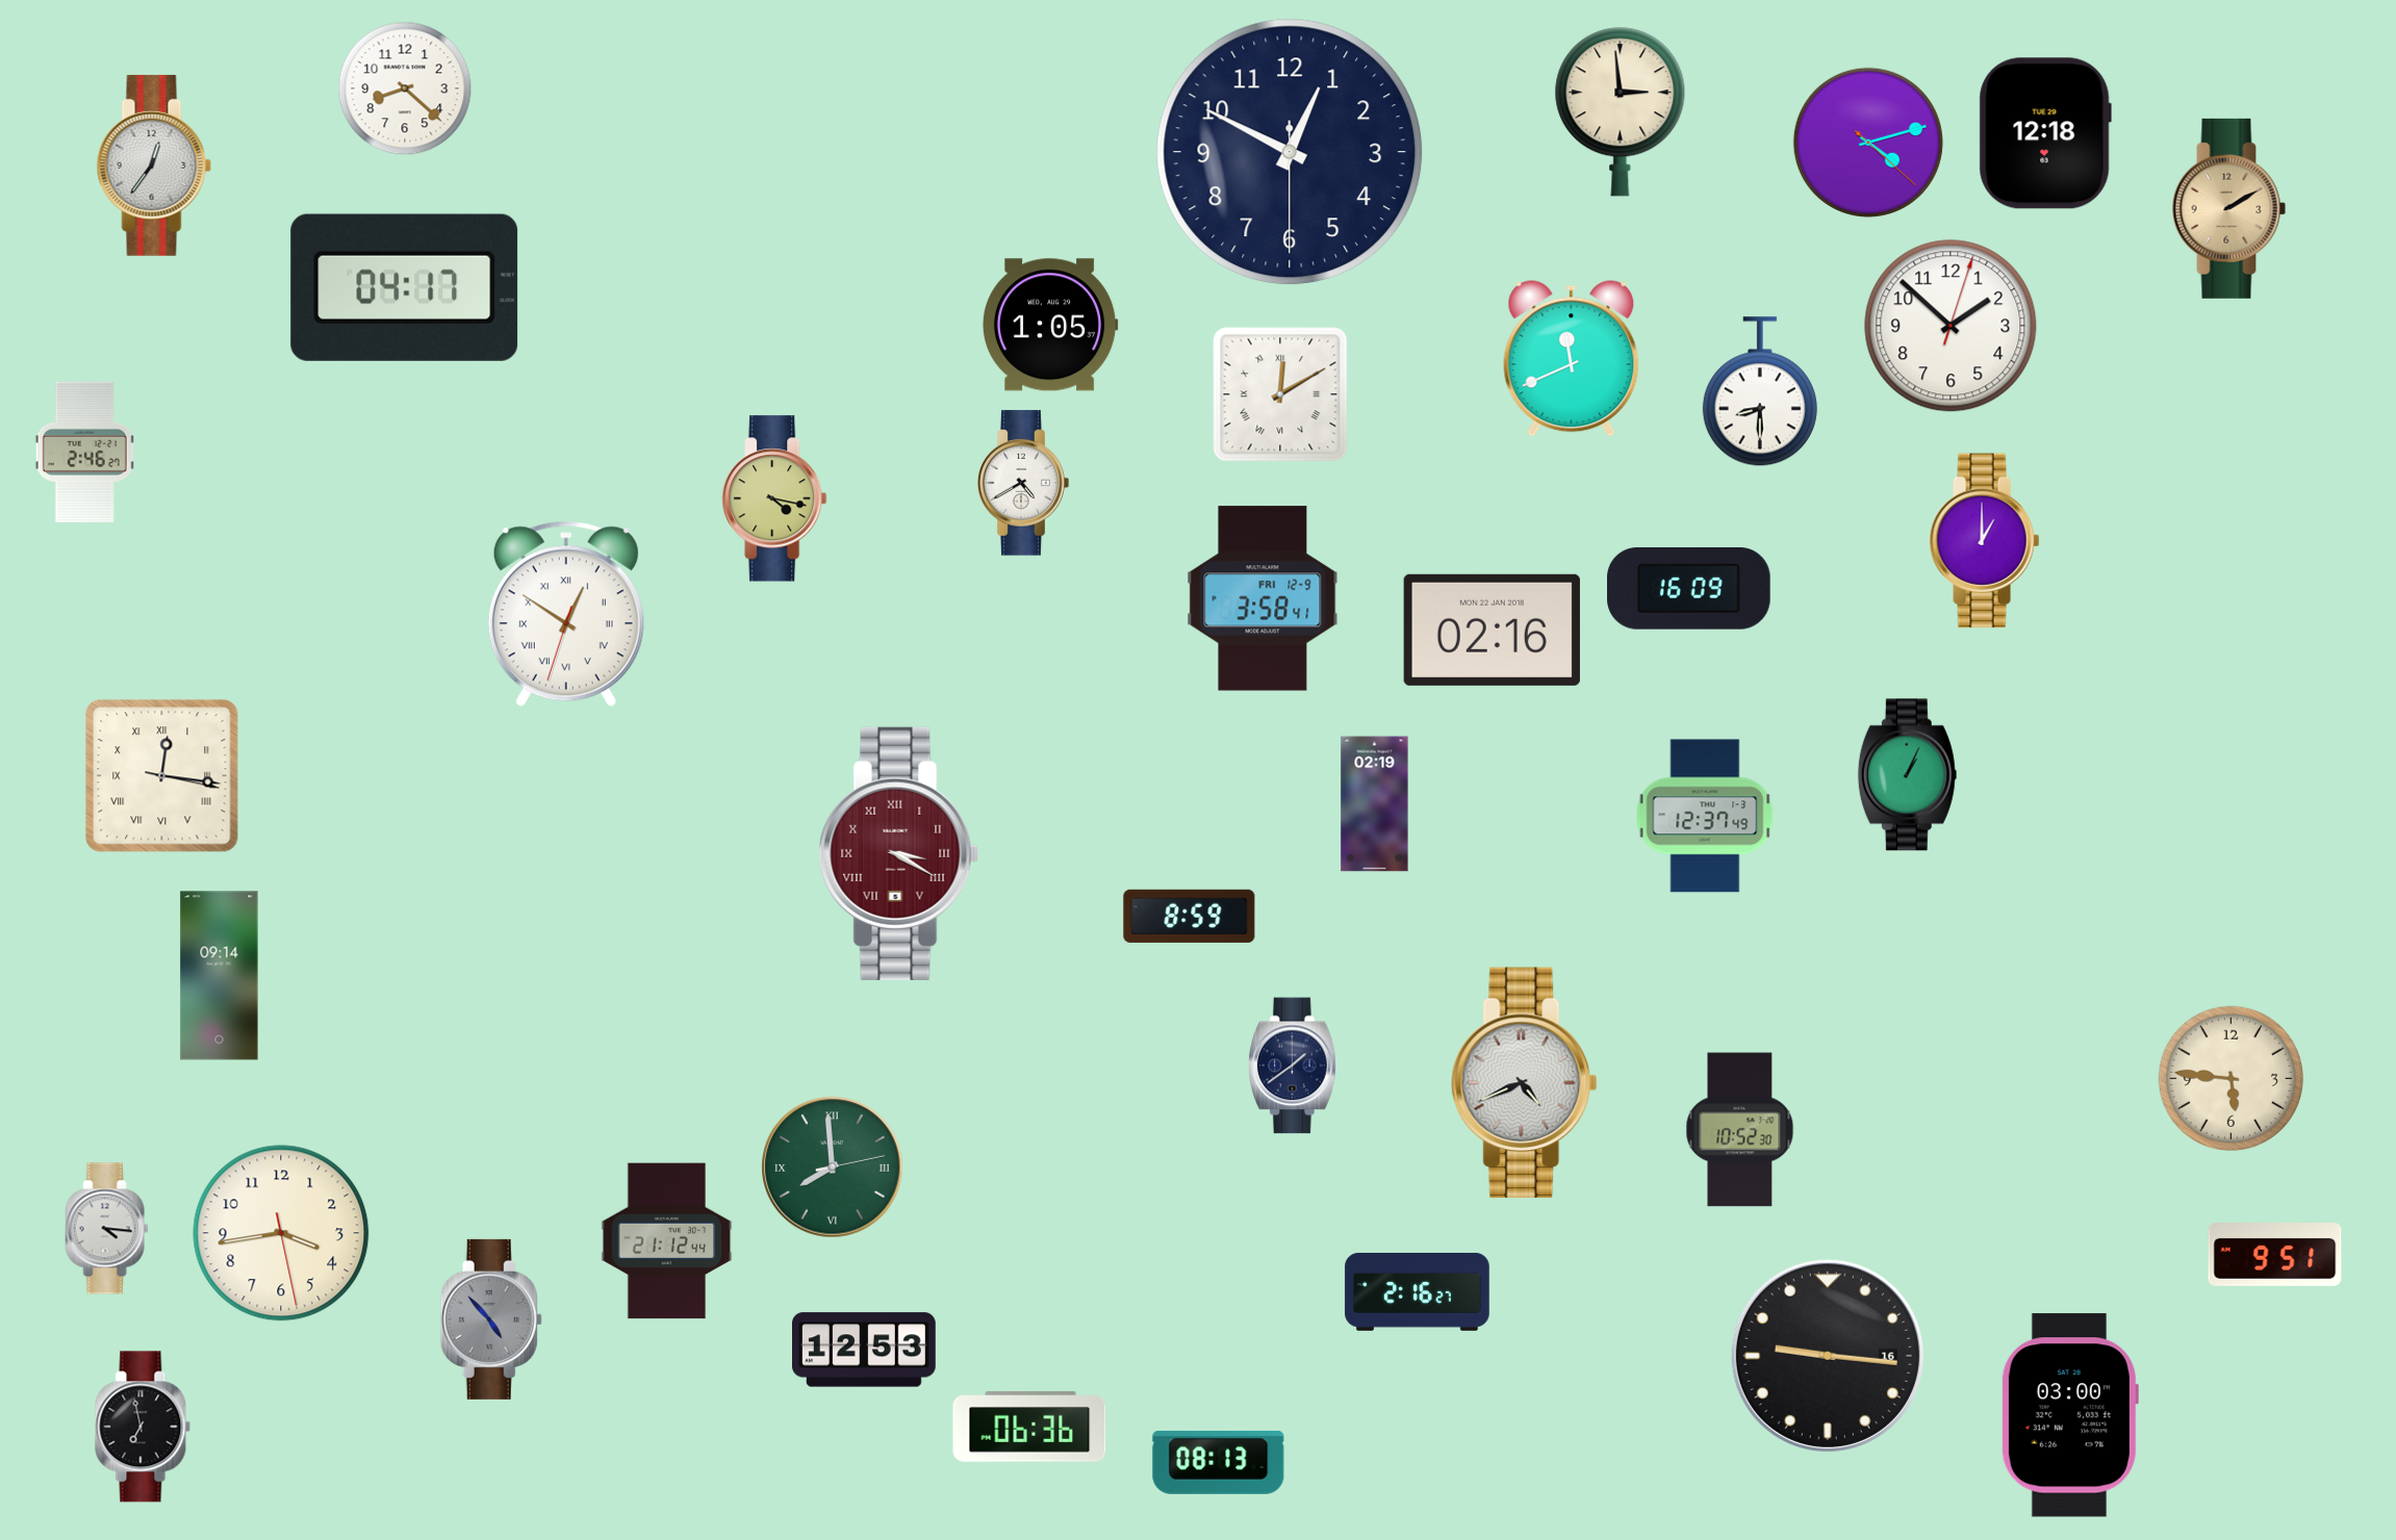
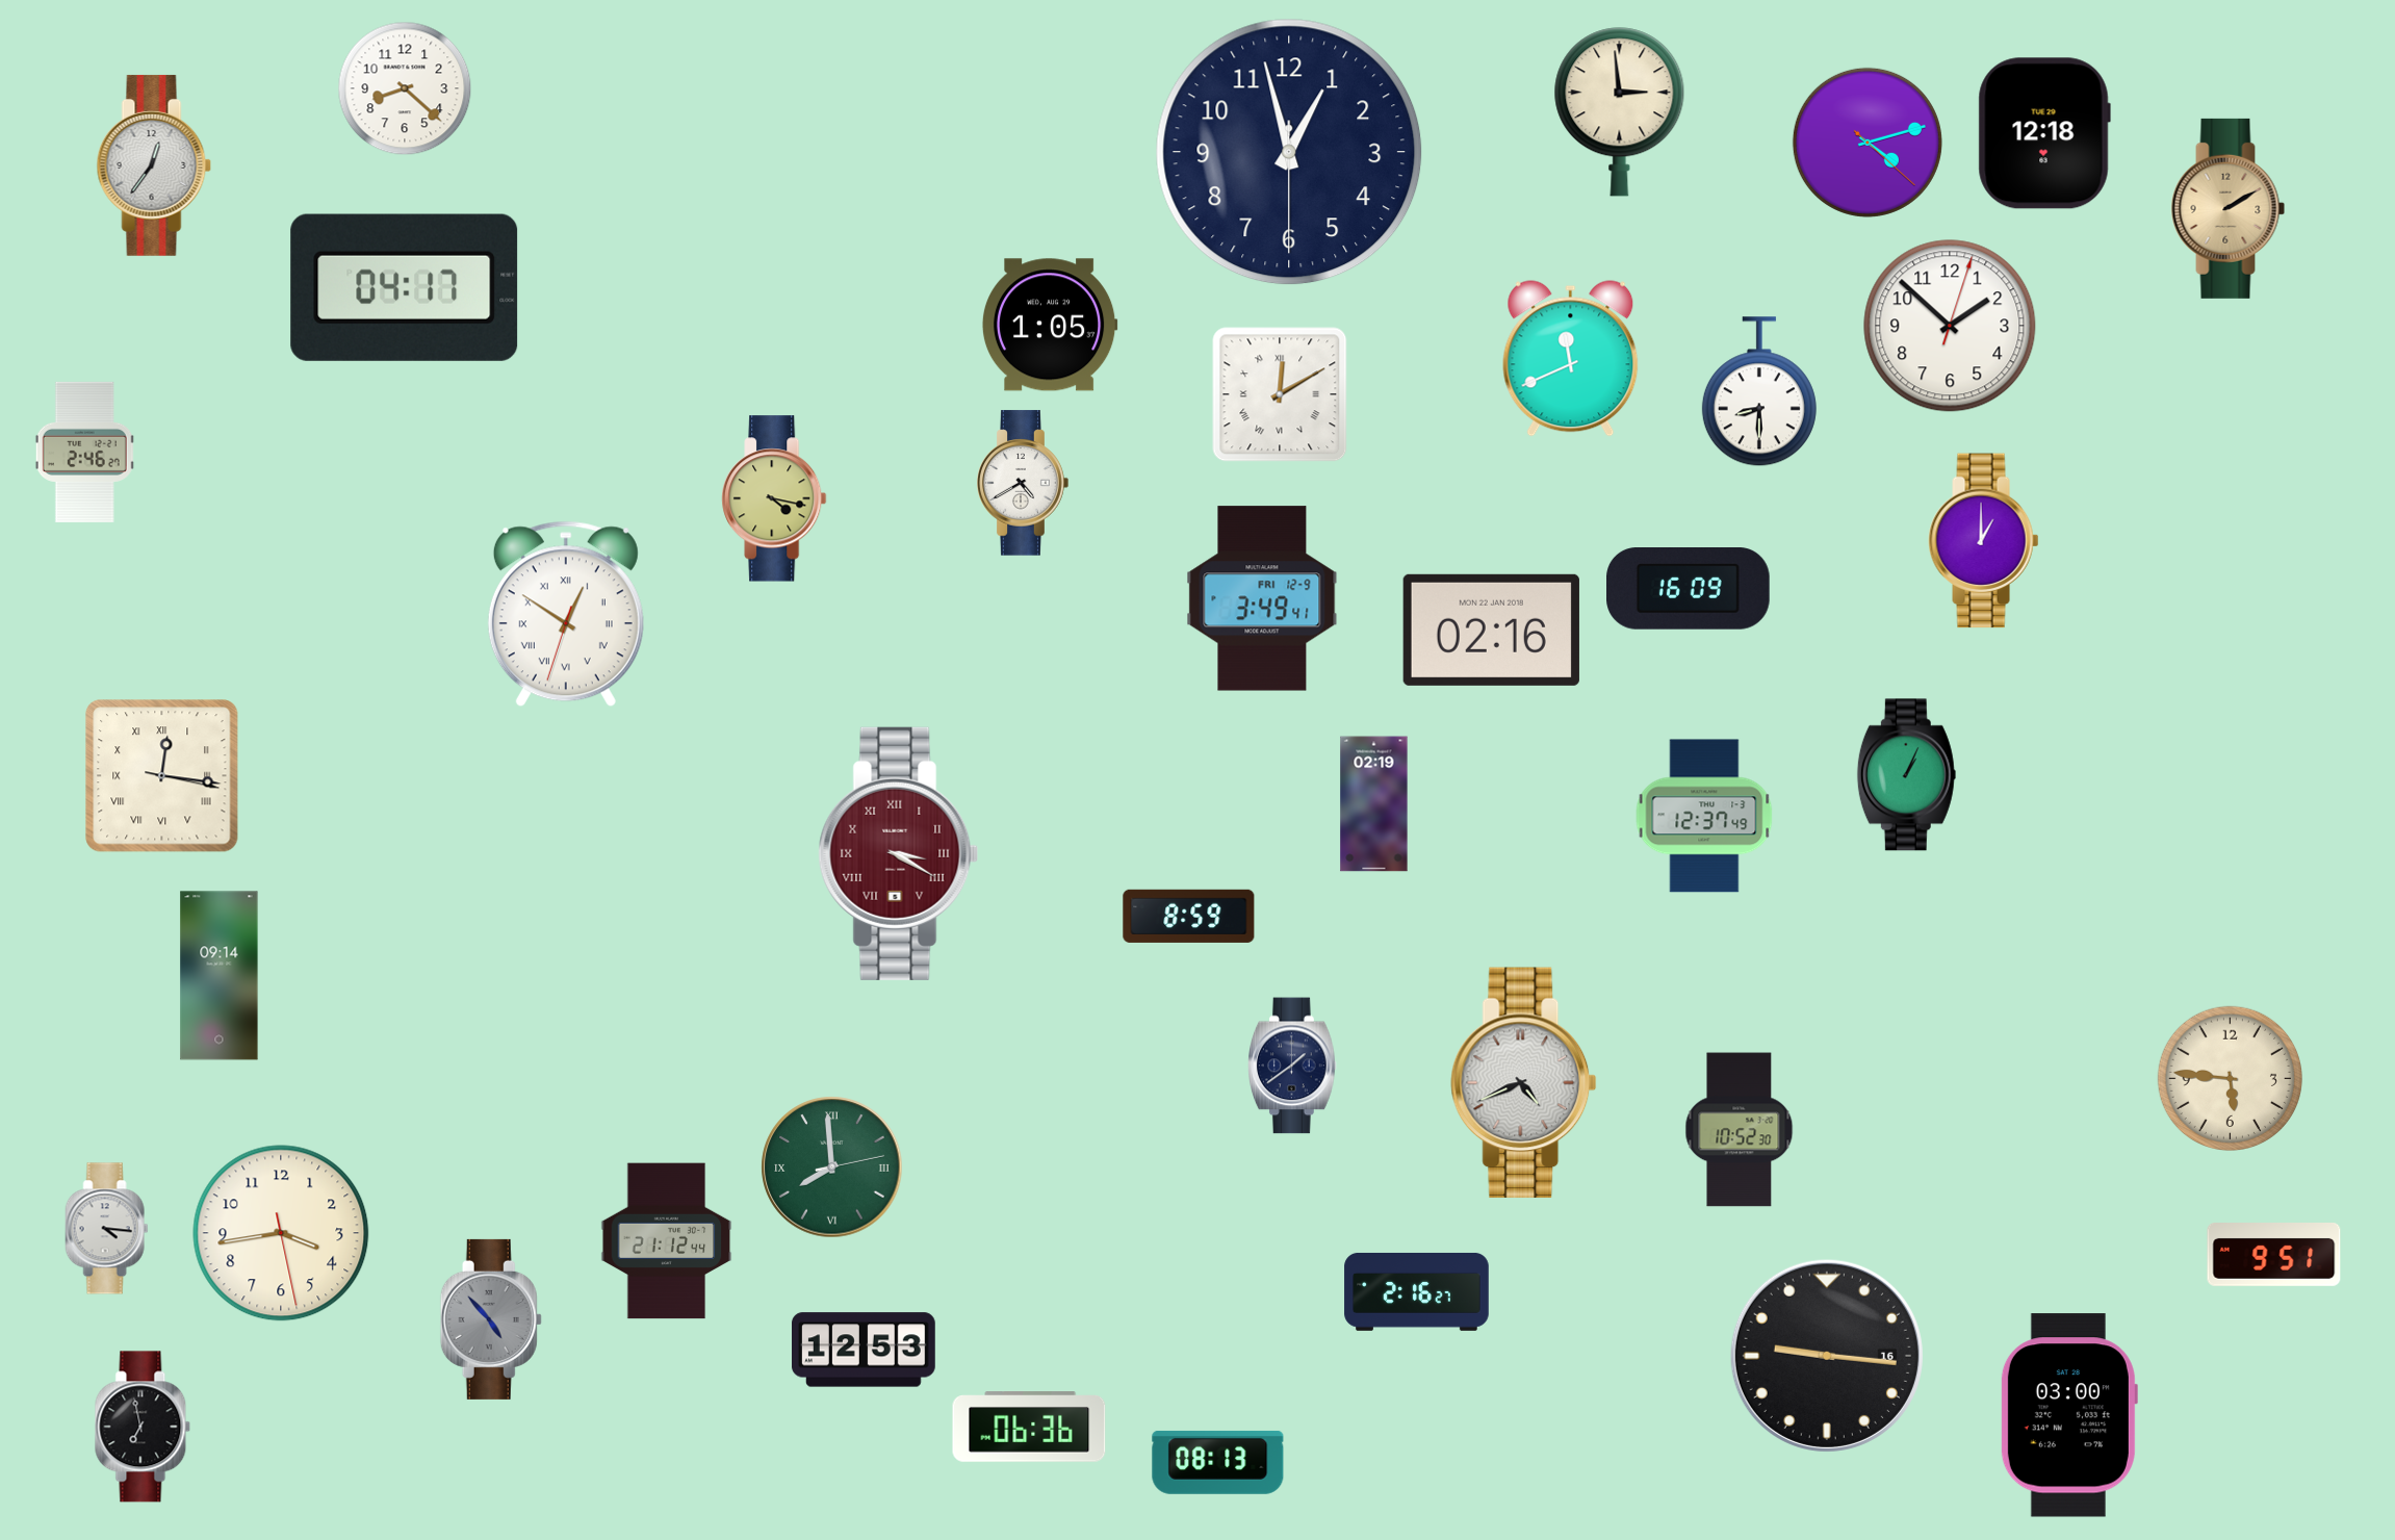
clock at (1290, 152): 12:49 -> 12:57
clock at (1263, 598): 3:58 -> 3:49
